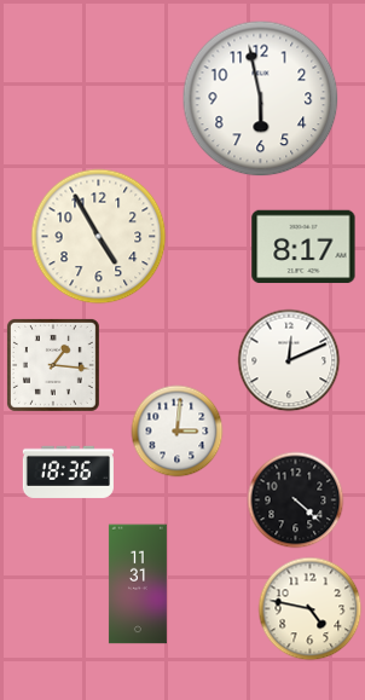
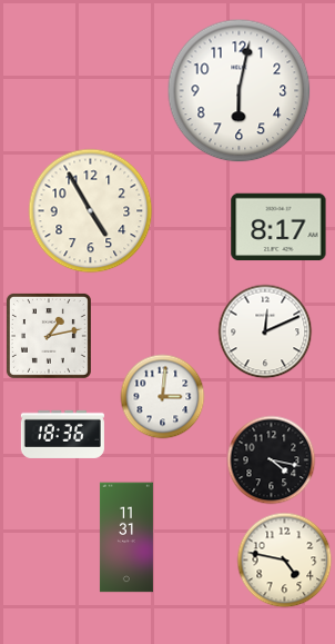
clock at (261, 99): 5:58 -> 6:02
clock at (99, 237) position: (99, 237) -> (91, 211)
clock at (53, 365): 1:16 -> 1:13
clock at (296, 501): 4:22 -> 4:17
